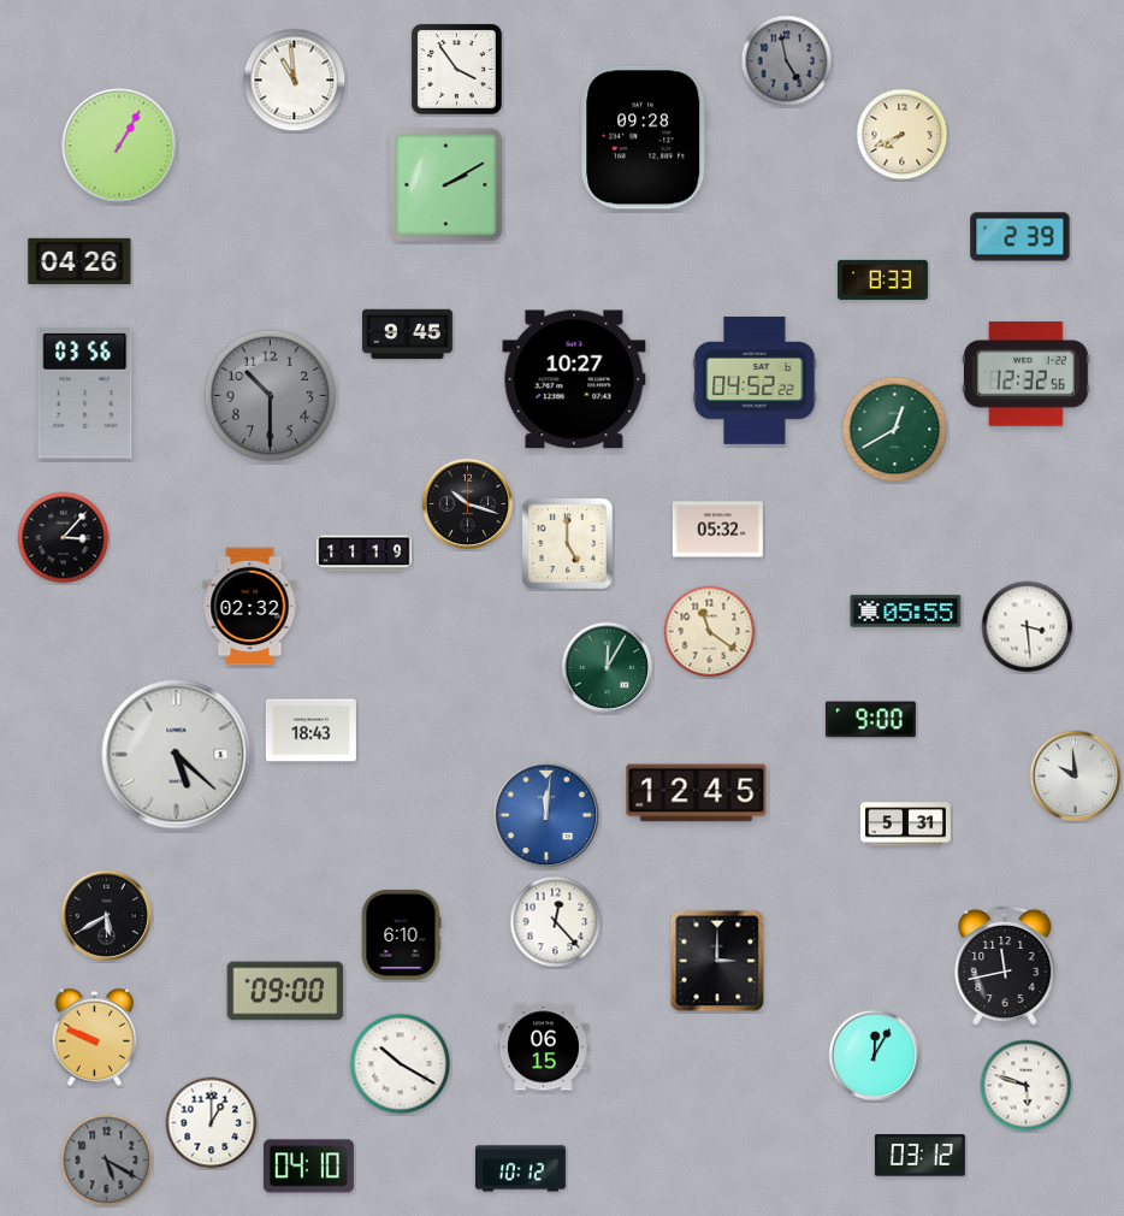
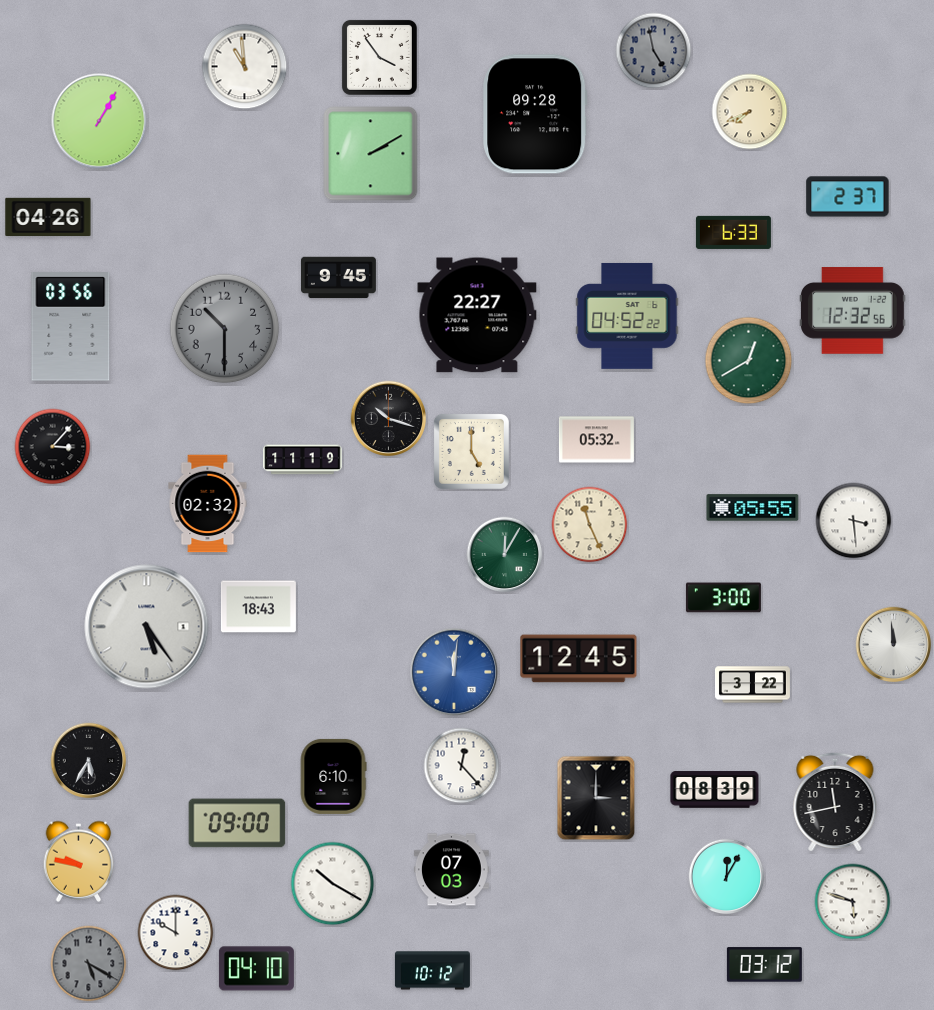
clock at (1021, 237): 2:39 -> 2:37
clock at (79, 260) position: (79, 260) -> (48, 216)
clock at (882, 279): 8:33 -> 6:33
clock at (574, 379): 10:27 -> 22:27
clock at (895, 430) position: (895, 430) -> (749, 361)
clock at (710, 632): 11:21 -> 11:26
clock at (870, 720): 9:00 -> 3:00
clock at (177, 755): 5:22 -> 5:24
clock at (1076, 777): 9:59 -> 11:59
clock at (546, 815) position: (546, 815) -> (454, 672)
clock at (905, 825): 5:31 -> 3:22
clock at (107, 916): 5:40 -> 5:35
clock at (715, 790): none -> 08:39
clock at (95, 1037): 9:49 -> 9:47
clock at (543, 1047): 06:15 -> 07:03
clock at (212, 1123): 1:00 -> 10:00
clock at (919, 1156) position: (919, 1156) -> (764, 965)
